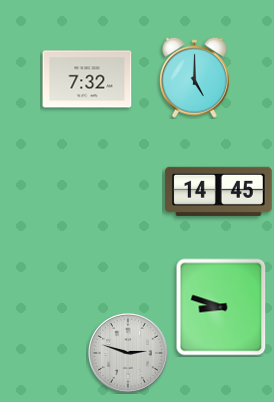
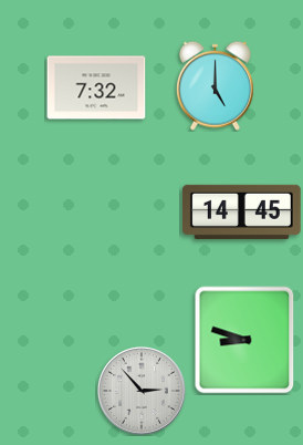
clock at (128, 353): 2:48 -> 2:53
